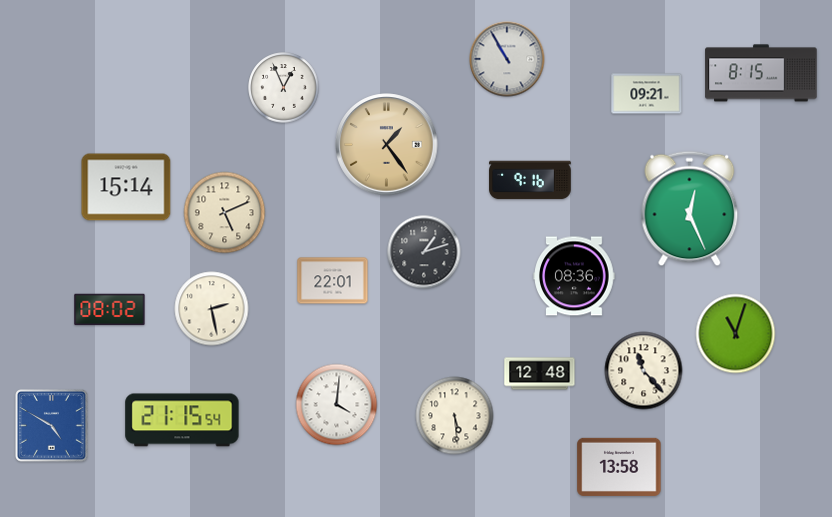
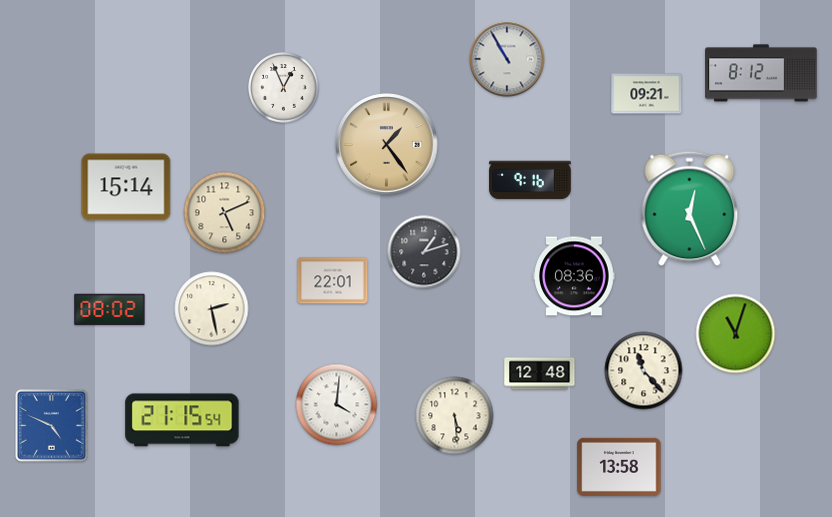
clock at (761, 73): 8:15 -> 8:12
clock at (52, 426): 4:50 -> 4:49
